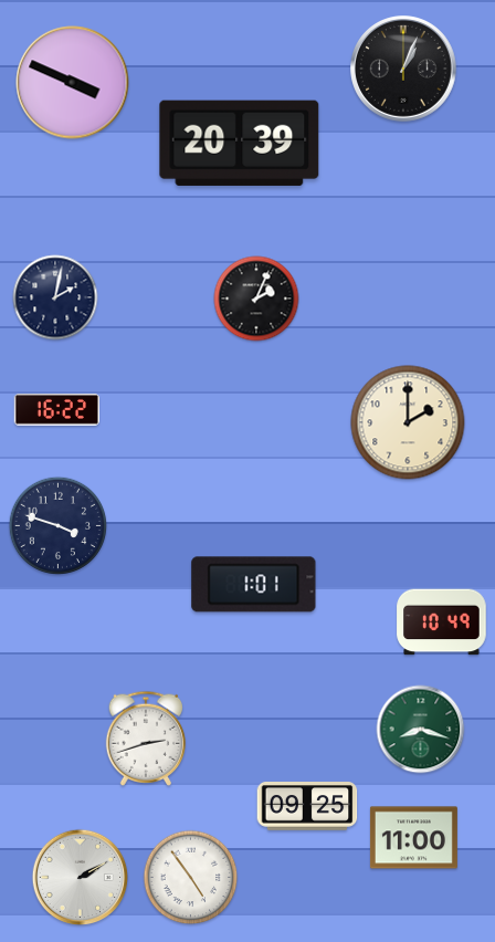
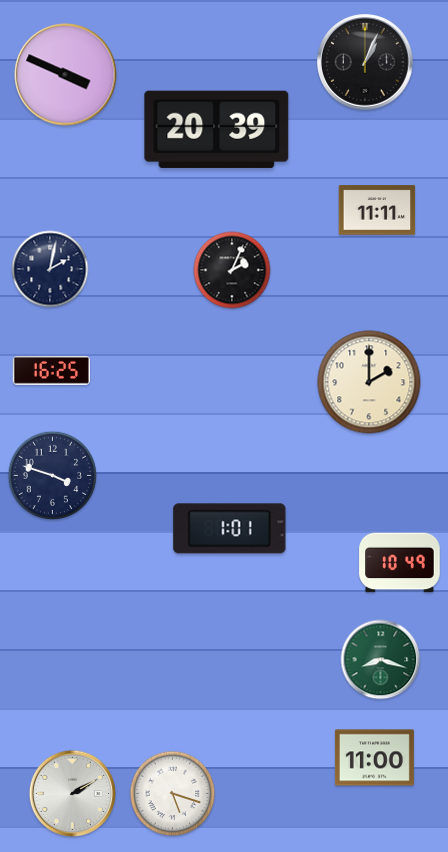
clock at (377, 210): none -> 11:11
clock at (56, 410): 16:22 -> 16:25
clock at (146, 739): 2:42 -> none
clock at (307, 807): 09:25 -> none
clock at (191, 878): 4:54 -> 5:18
